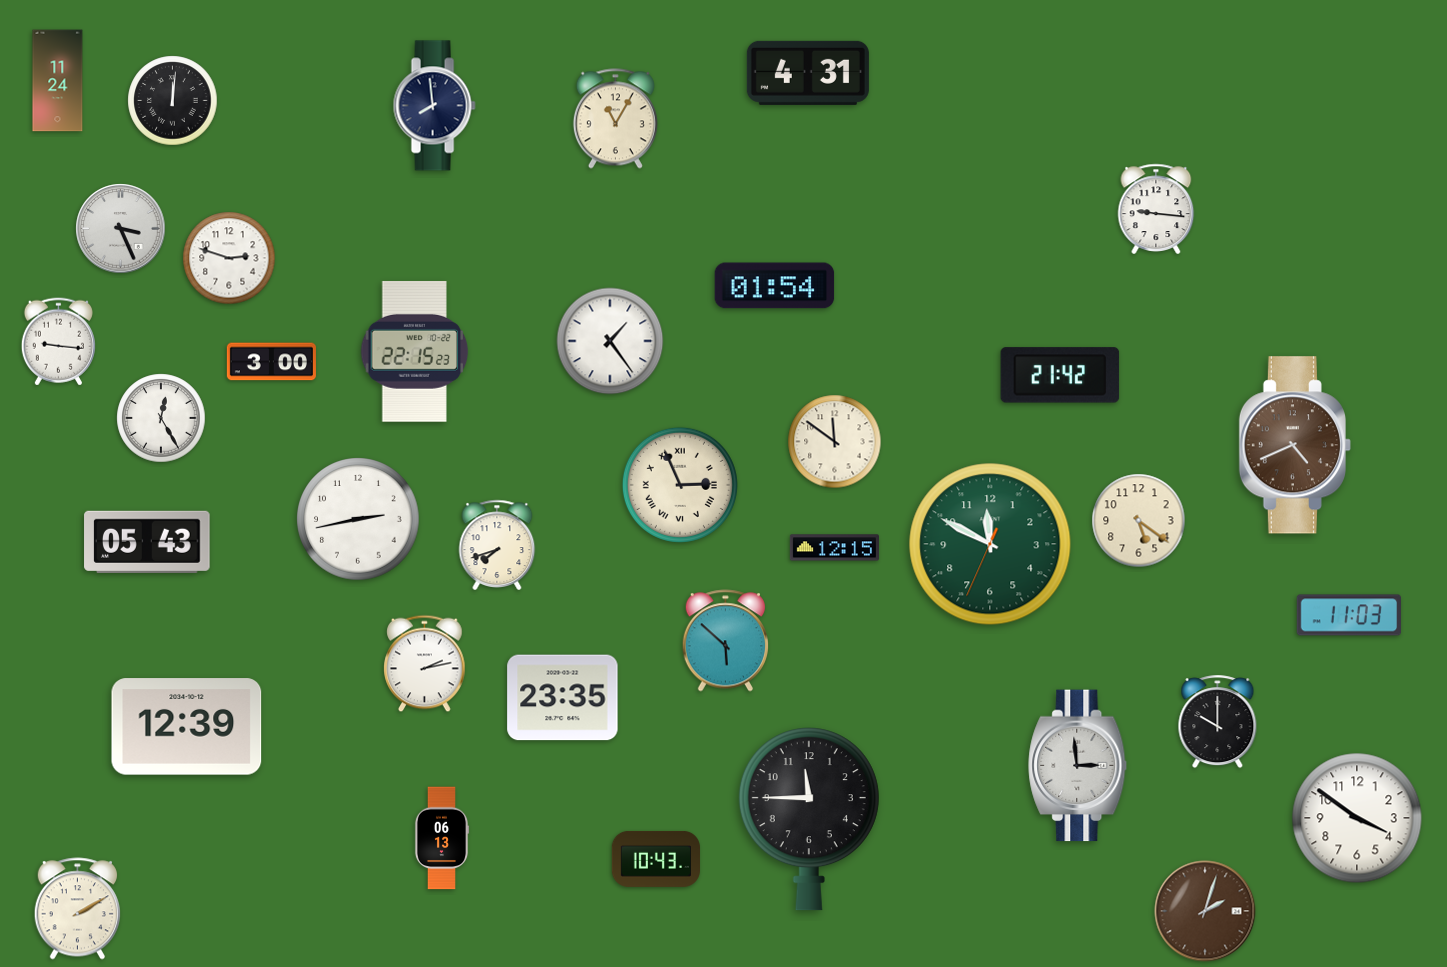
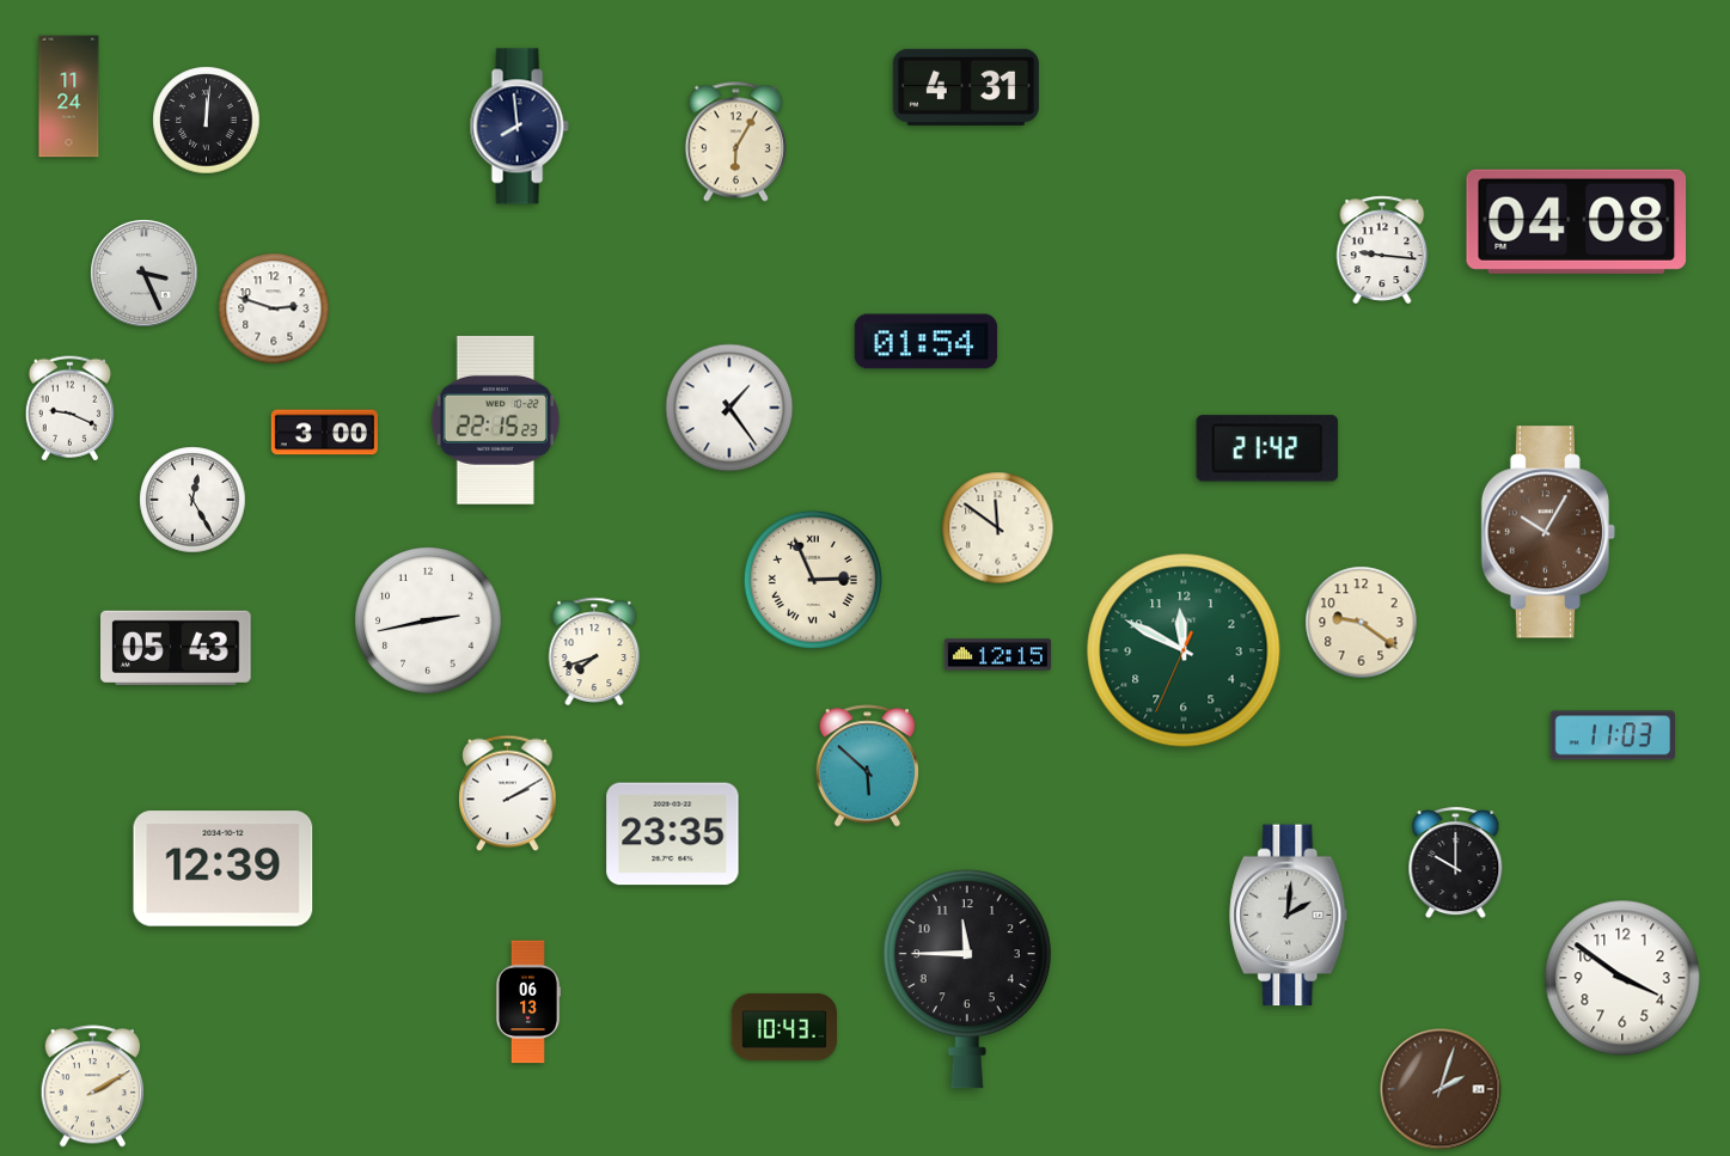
clock at (615, 119): 11:05 -> 6:05
clock at (1577, 221): none -> 04:08
clock at (58, 342): 9:16 -> 9:19
clock at (1294, 445): 4:41 -> 10:05
clock at (1139, 521): 5:21 -> 9:21
clock at (425, 664): 2:13 -> 2:10
clock at (1078, 766): 2:59 -> 2:01
